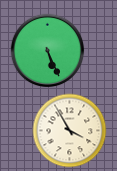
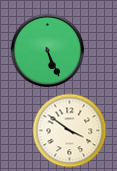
clock at (70, 131): 3:55 -> 3:51
